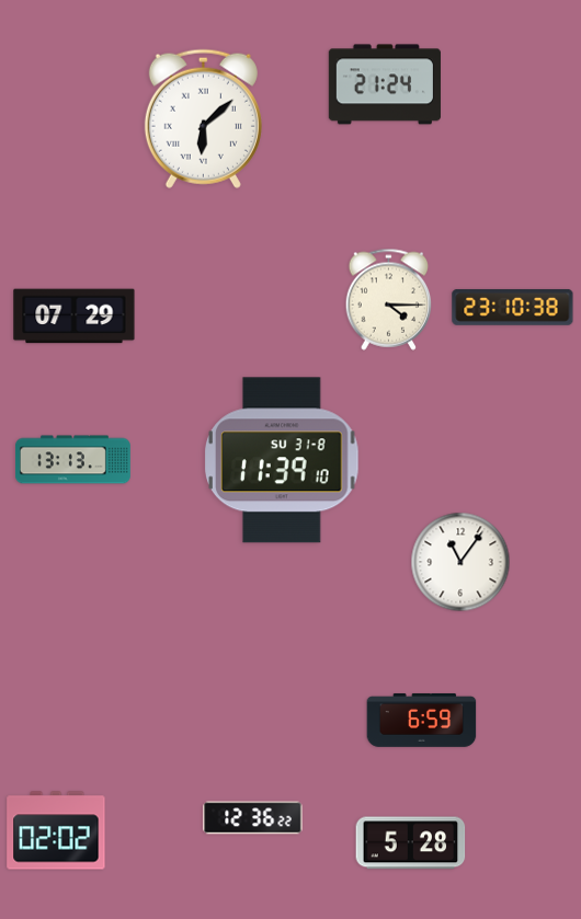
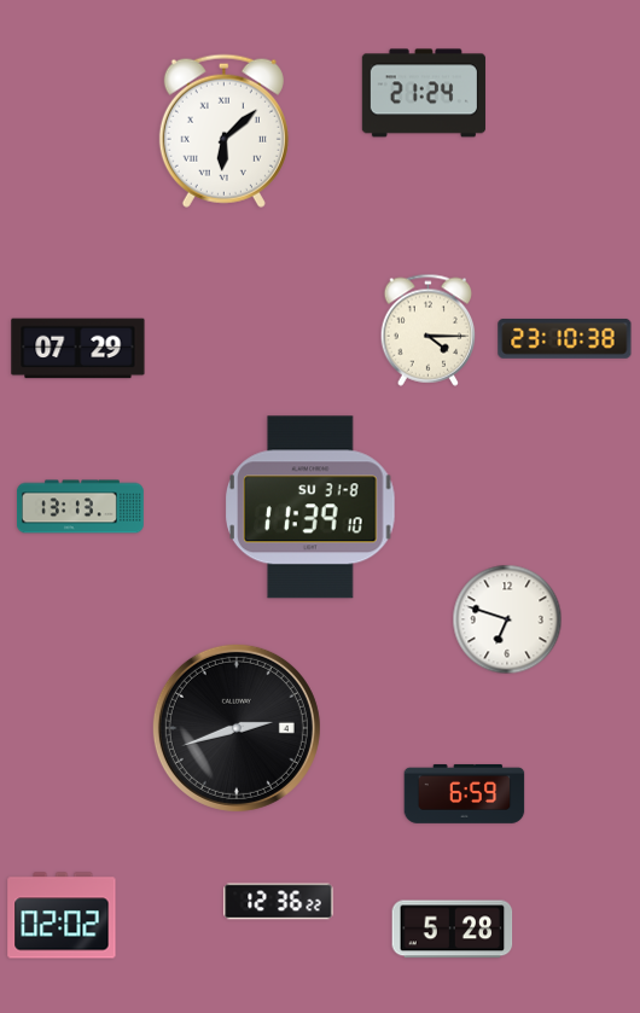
clock at (75, 317) position: (75, 317) -> (78, 349)
clock at (460, 562): 11:06 -> 6:48
clock at (237, 728): none -> 2:42
